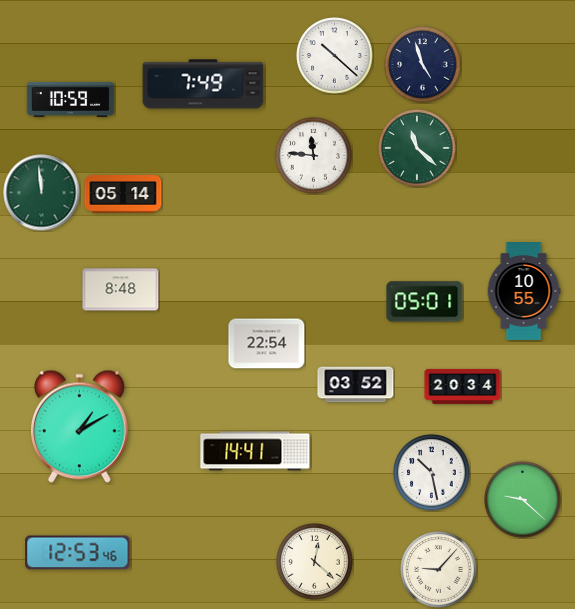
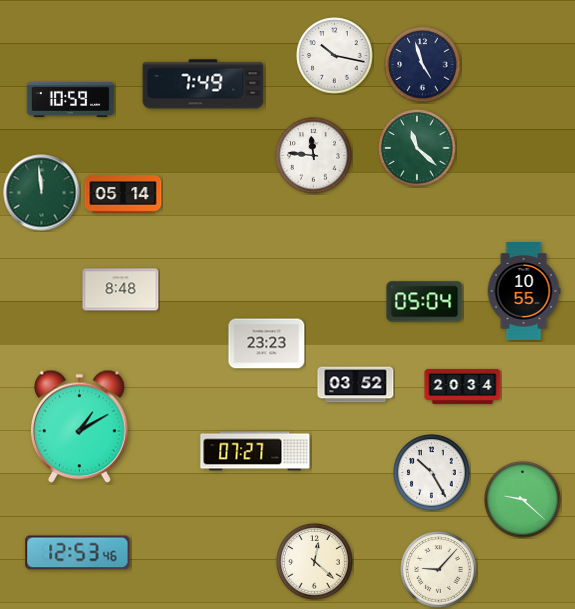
clock at (335, 56): 10:22 -> 10:17
clock at (425, 302): 05:01 -> 05:04
clock at (267, 344): 22:54 -> 23:23
clock at (255, 451): 14:41 -> 07:27
clock at (432, 473): 10:28 -> 10:25
